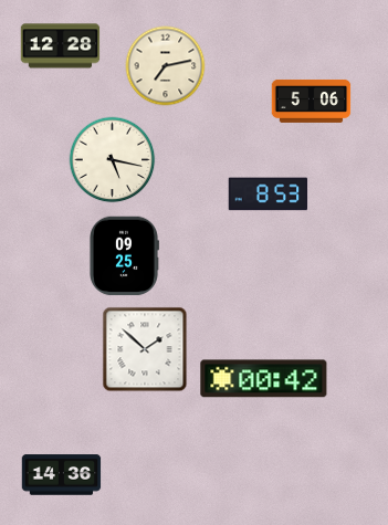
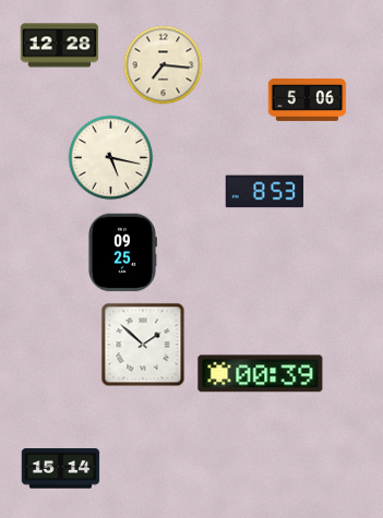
clock at (166, 66): 7:13 -> 7:16
clock at (264, 379): 00:42 -> 00:39
clock at (62, 475): 14:36 -> 15:14
